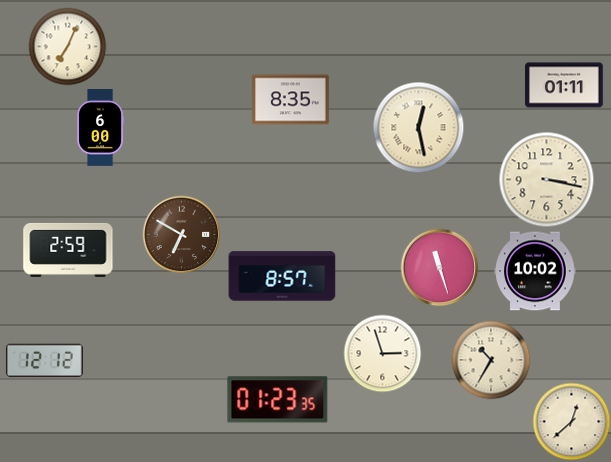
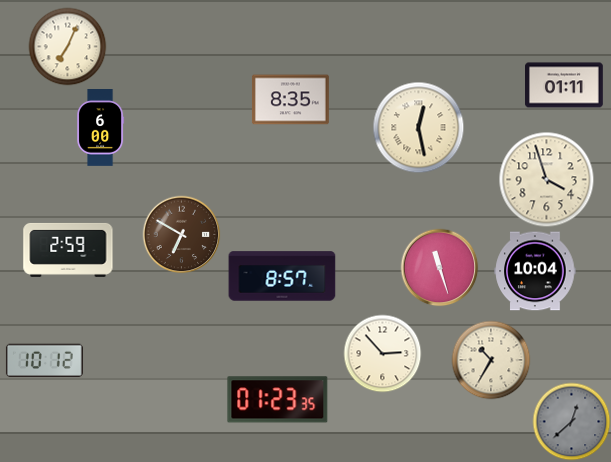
clock at (546, 179): 3:17 -> 3:57
clock at (535, 271): 10:02 -> 10:04
clock at (382, 353): 2:57 -> 2:53
clock at (44, 361): 12:12 -> 10:12
clock at (571, 421) dial: cream -> grey
